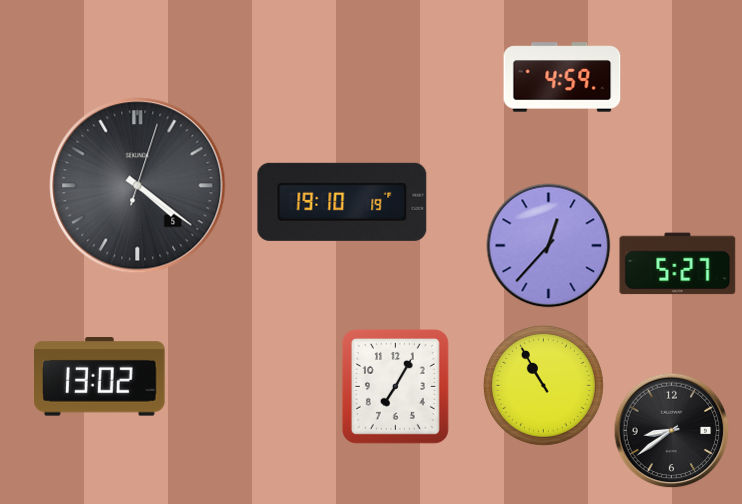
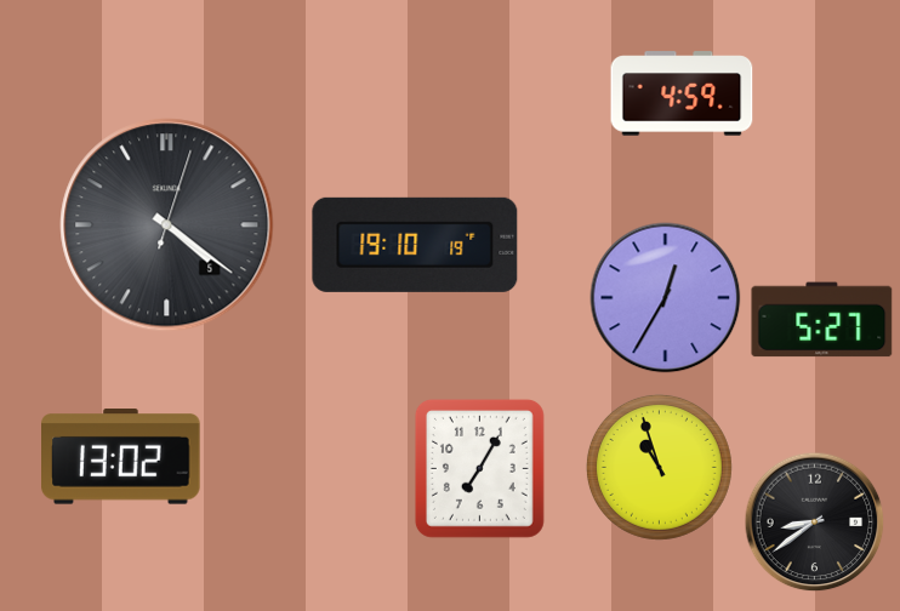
clock at (549, 246): 12:37 -> 12:35
clock at (543, 385): 10:55 -> 10:57
